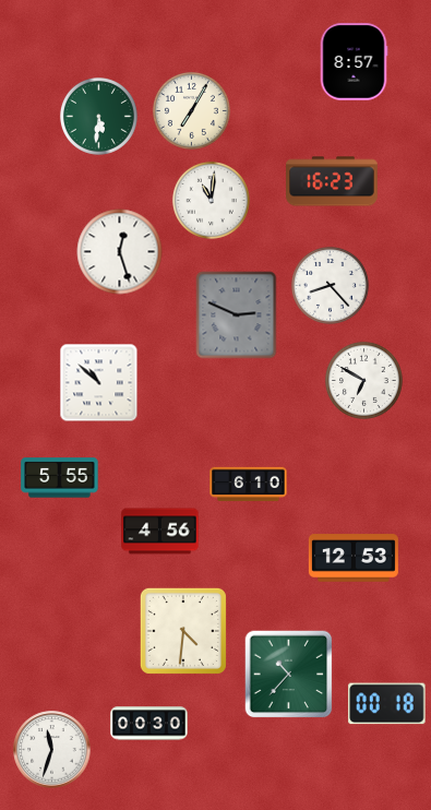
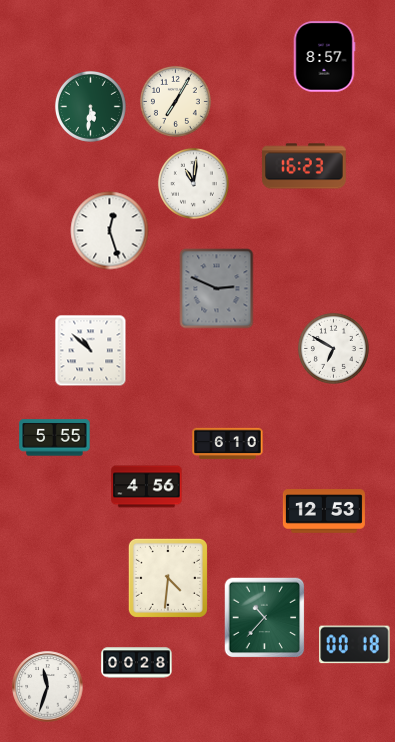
clock at (330, 285): 8:23 -> none
clock at (149, 724): 00:30 -> 00:28
